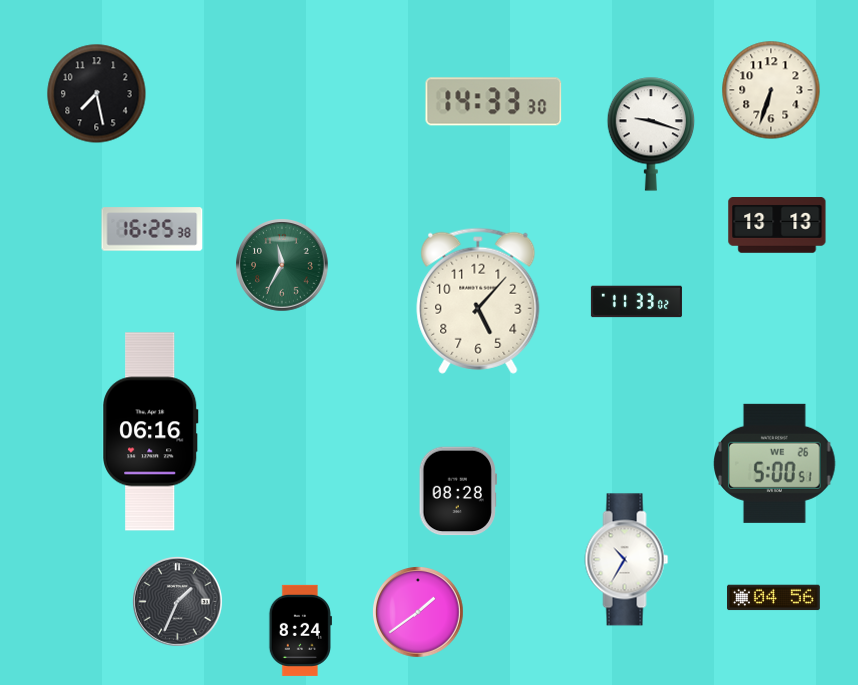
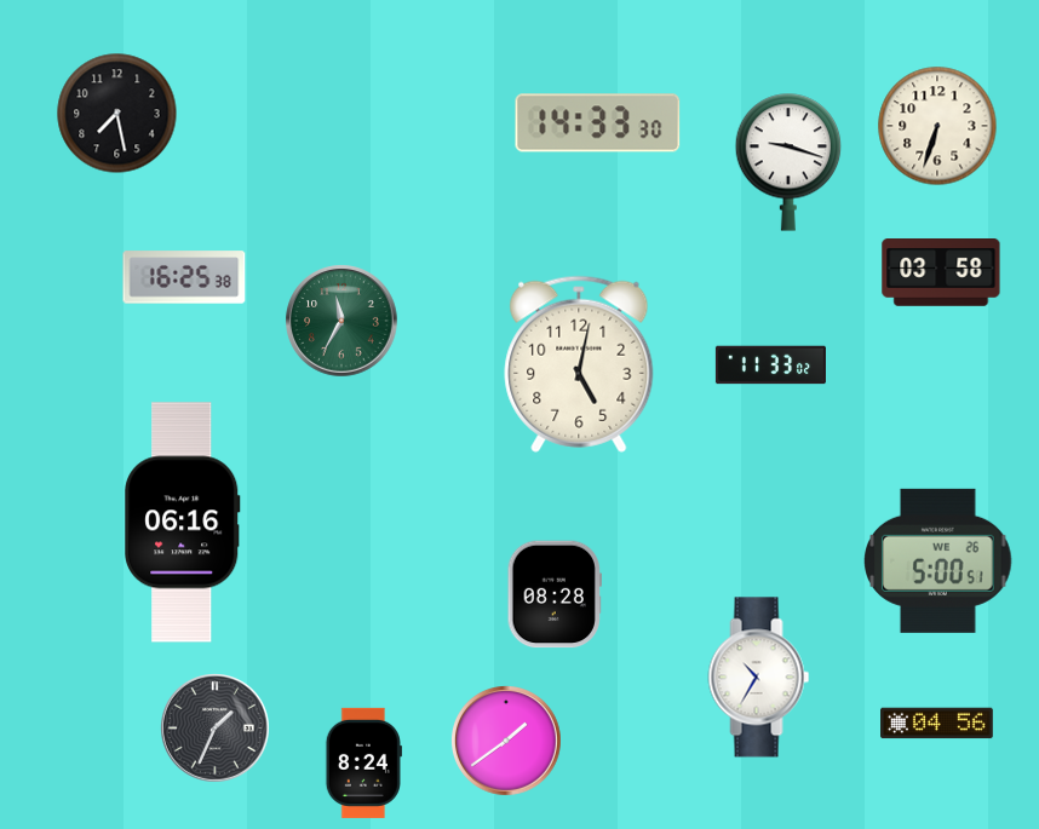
clock at (771, 90) position: (771, 90) -> (937, 126)
clock at (777, 226): 13:13 -> 03:58
clock at (478, 301): 5:07 -> 5:02
